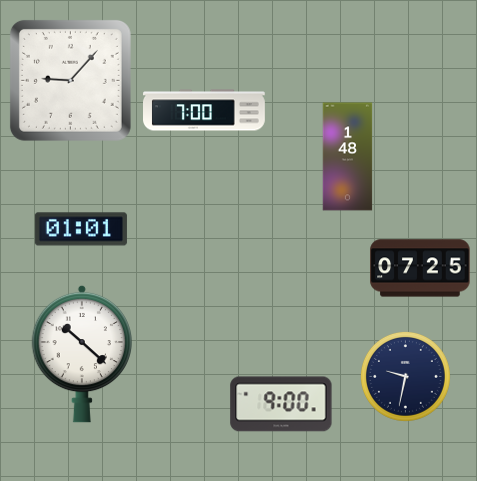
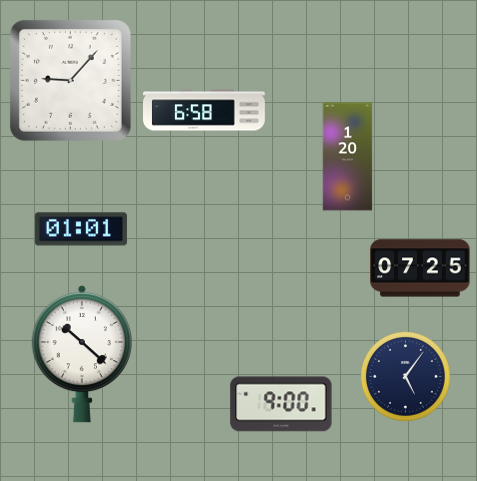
clock at (205, 110): 7:00 -> 6:58
clock at (348, 157): 1:48 -> 1:20
clock at (405, 376): 9:32 -> 5:06
